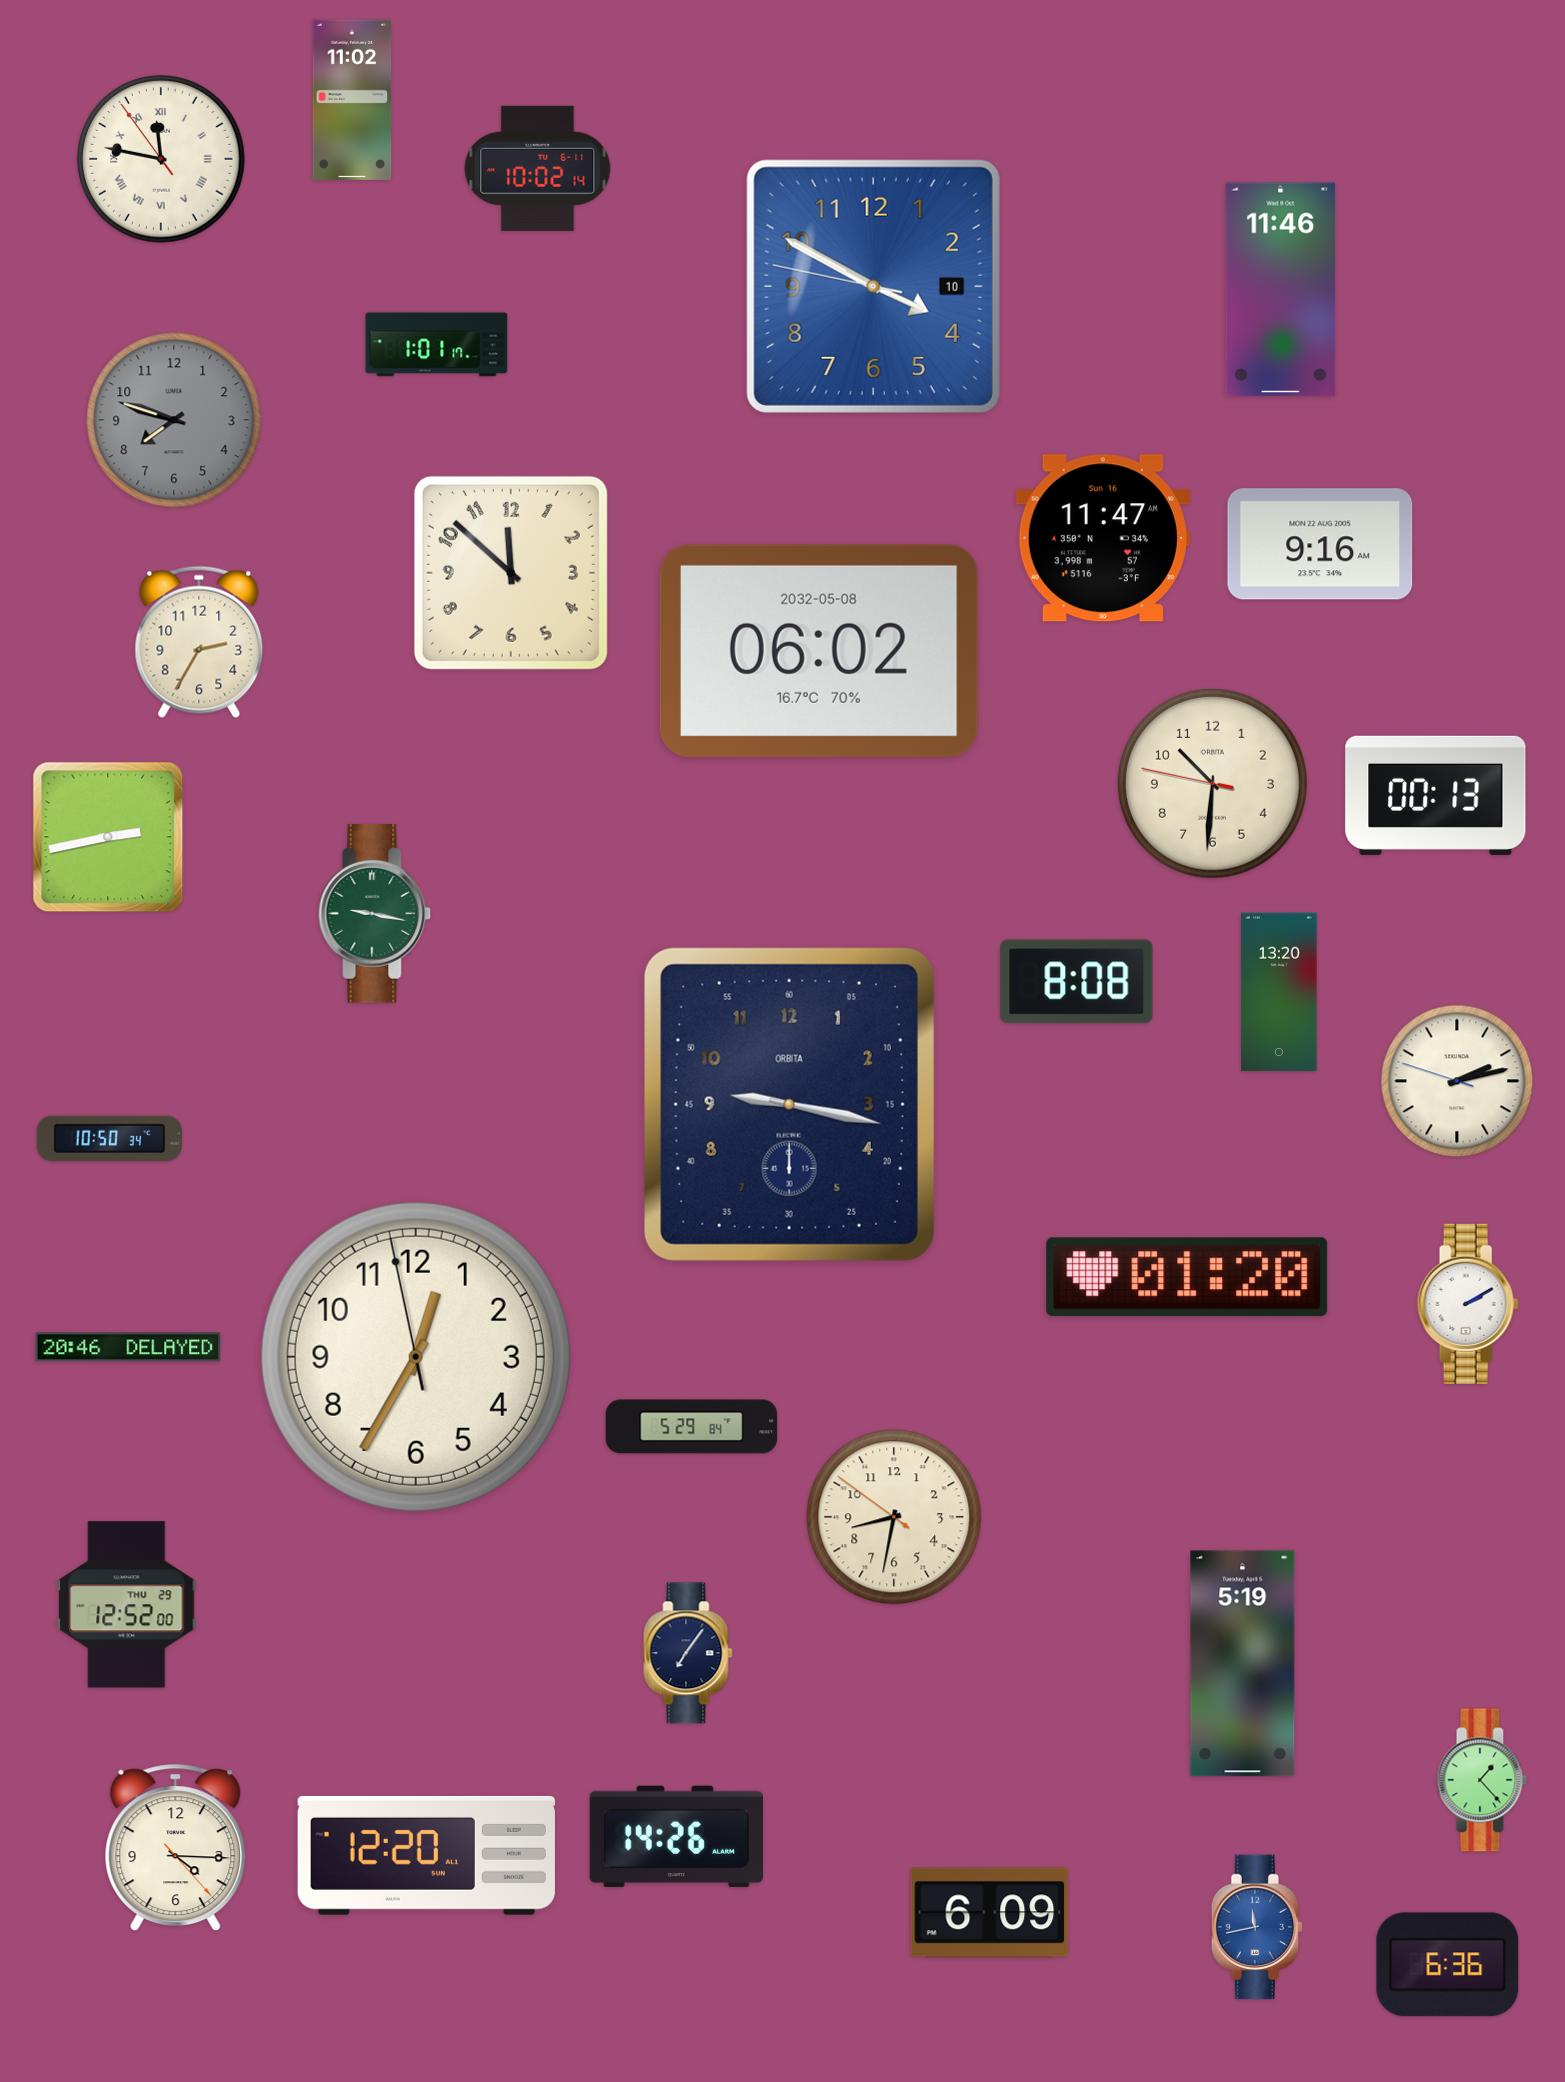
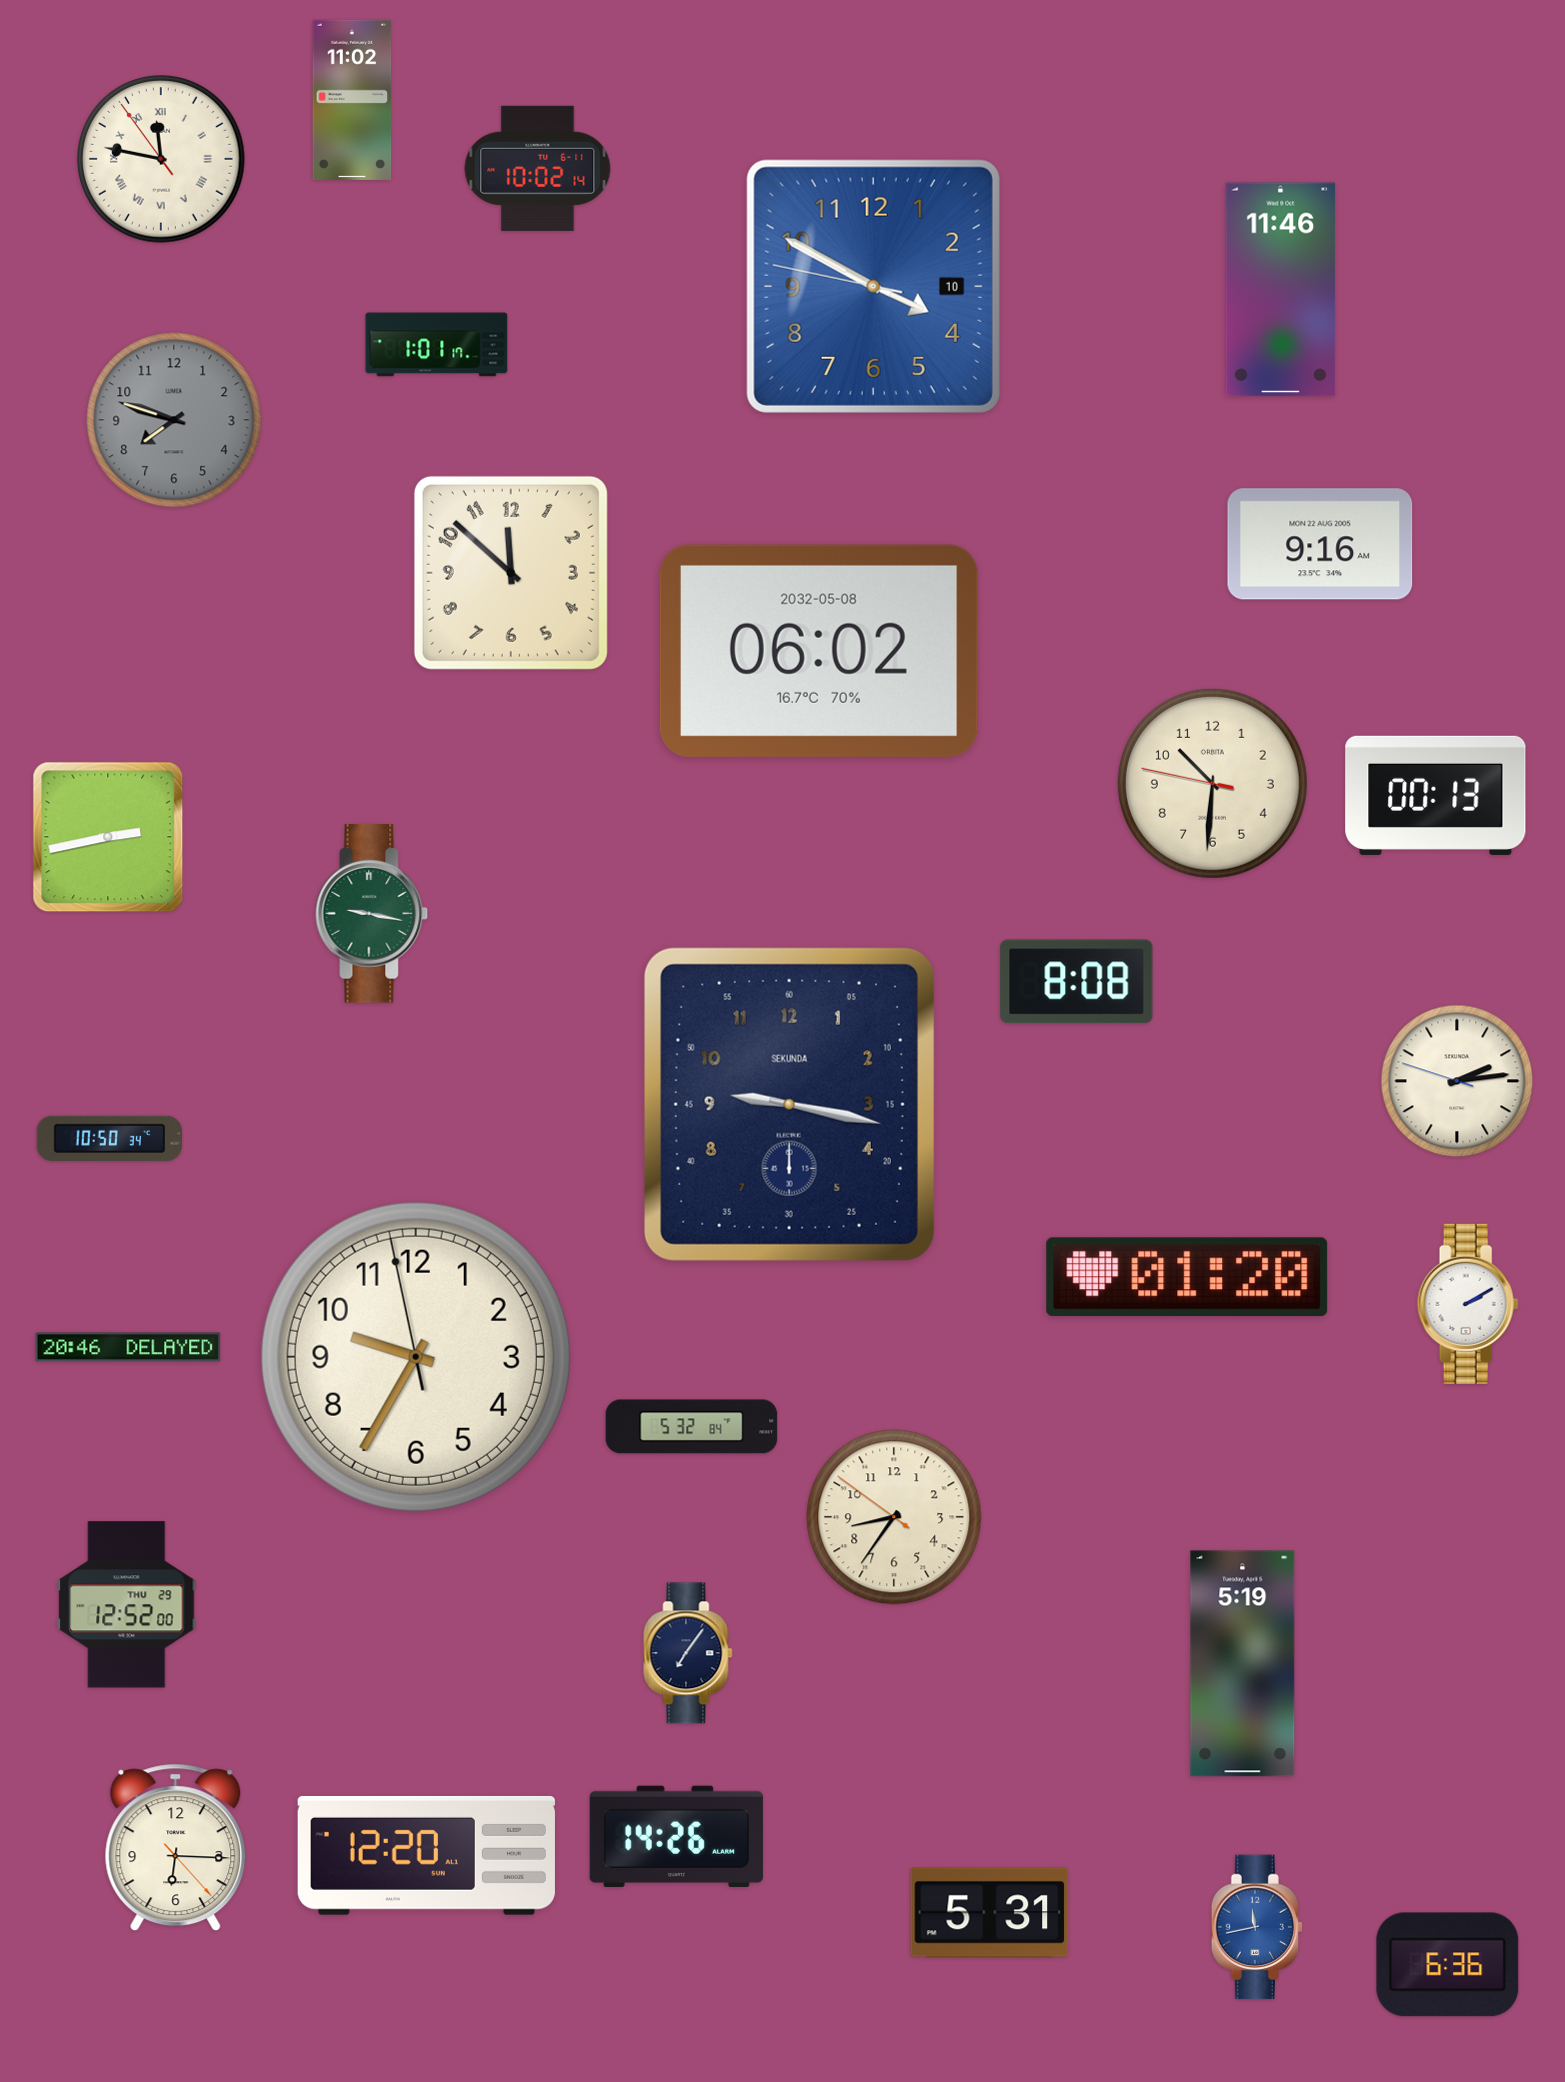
clock at (1103, 538): 11:47 -> none
clock at (199, 642): 2:35 -> none
clock at (375, 914) position: (375, 914) -> (372, 914)
clock at (1279, 992): 13:20 -> none
clock at (1457, 1081): 2:12 -> 2:13
clock at (789, 1104) brand: ORBITA -> SEKUNDA
clock at (416, 1357): 12:34 -> 9:34
clock at (692, 1427): 5:29 -> 5:32
clock at (894, 1517): 8:31 -> 8:35
clock at (1482, 1780): 1:23 -> none
clock at (176, 1848): 4:15 -> 6:15
clock at (990, 1913): 6:09 -> 5:31
